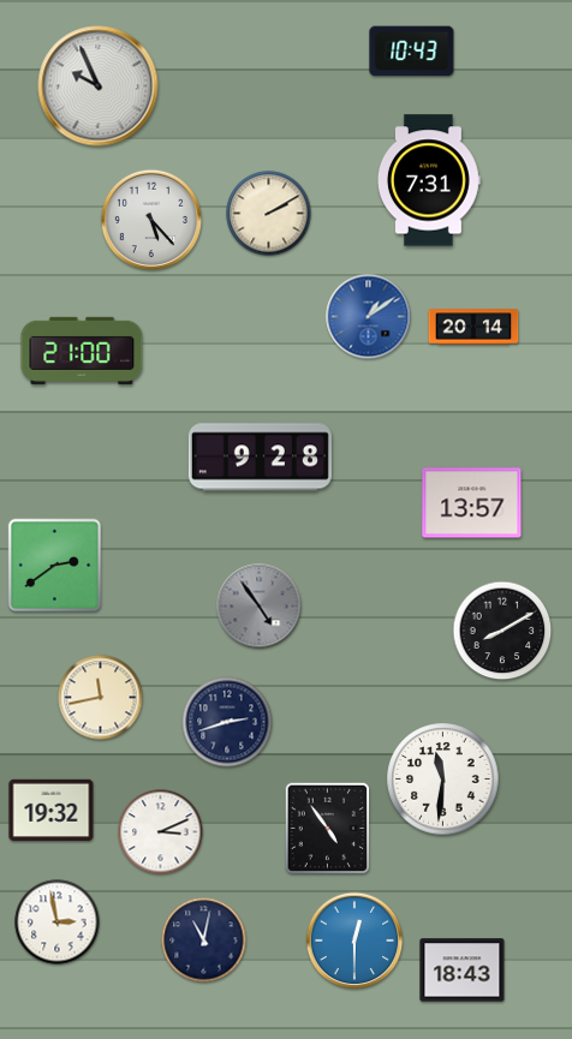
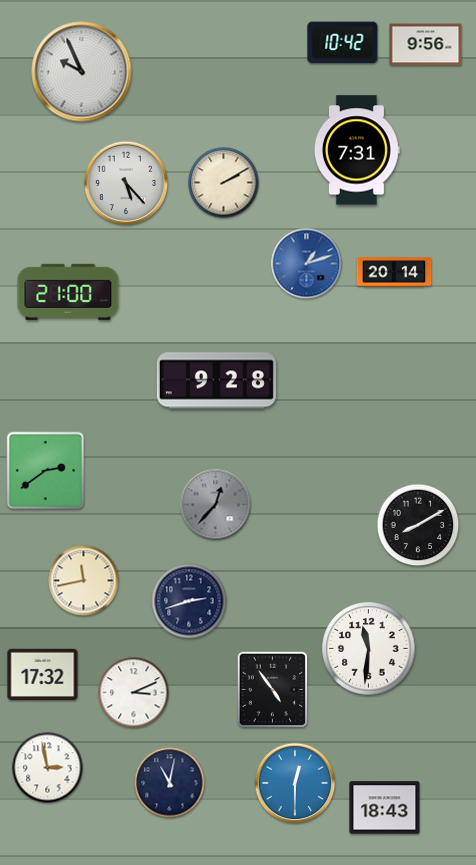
clock at (412, 52): 10:43 -> 10:42
clock at (426, 45): none -> 9:56
clock at (269, 214) position: (269, 214) -> (224, 183)
clock at (369, 317): 1:09 -> 1:12
clock at (472, 503): 13:57 -> none
clock at (260, 607): 4:54 -> 12:37
clock at (52, 810): 19:32 -> 17:32
